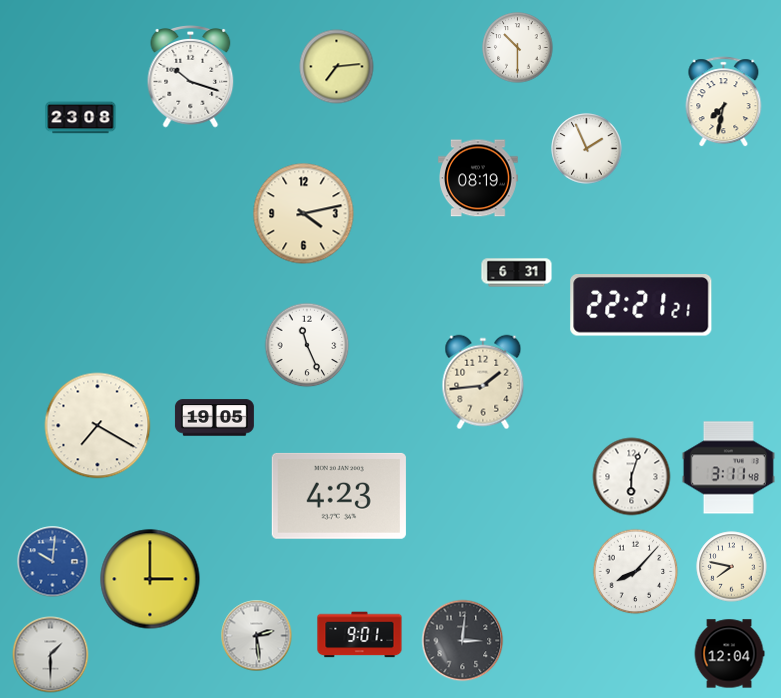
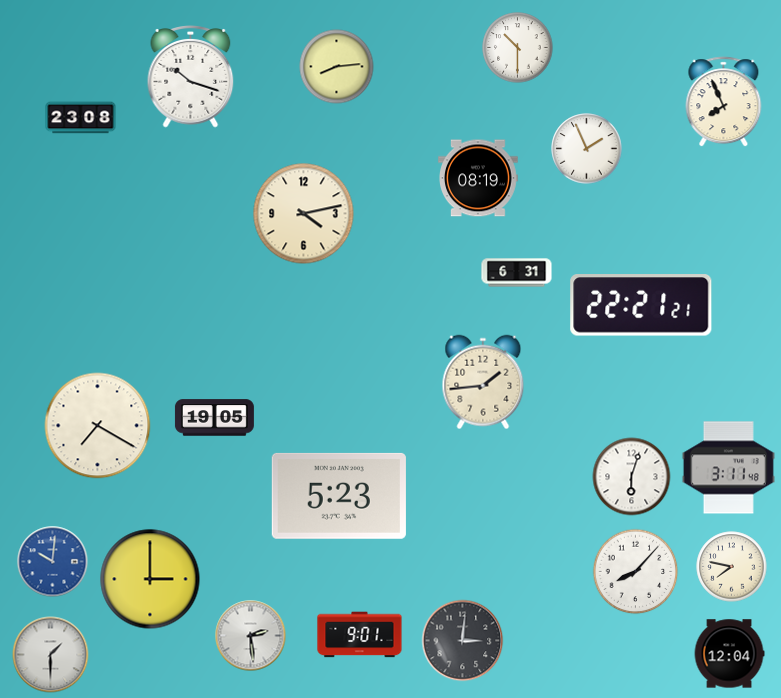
clock at (337, 67): 7:14 -> 8:14
clock at (724, 102): 7:32 -> 7:56
clock at (307, 345): 11:26 -> none
clock at (339, 496): 4:23 -> 5:23
clock at (257, 636) position: (257, 636) -> (251, 636)
